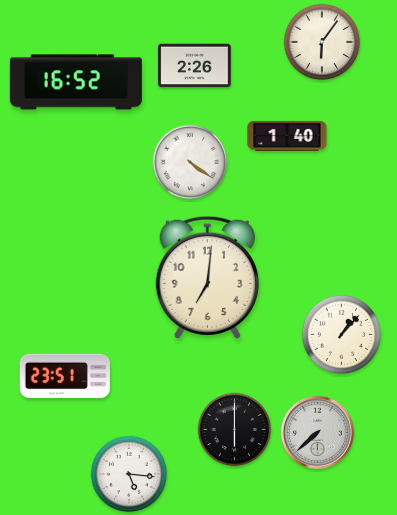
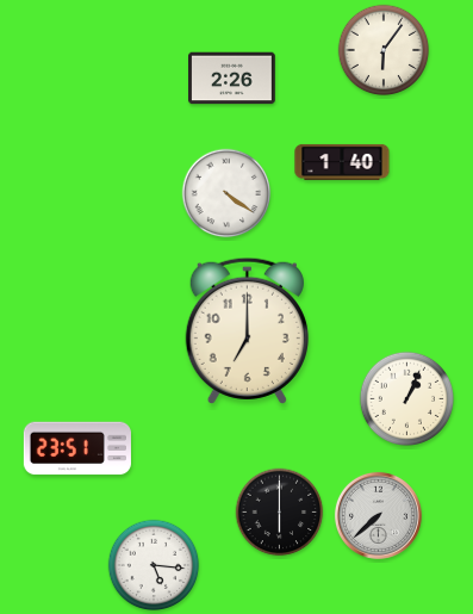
clock at (76, 82): 16:52 -> none
clock at (207, 277): 7:01 -> 7:00
clock at (341, 334): 1:07 -> 1:04
